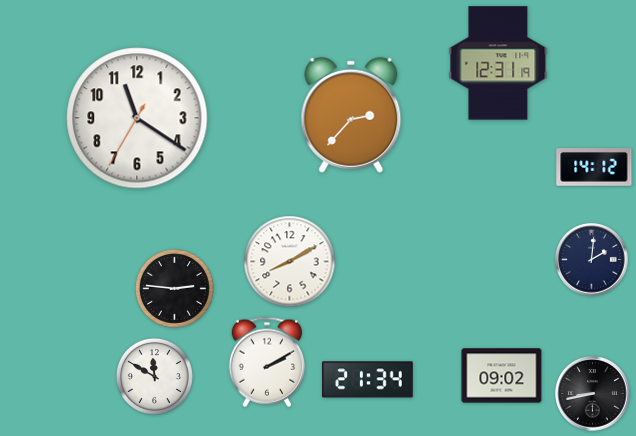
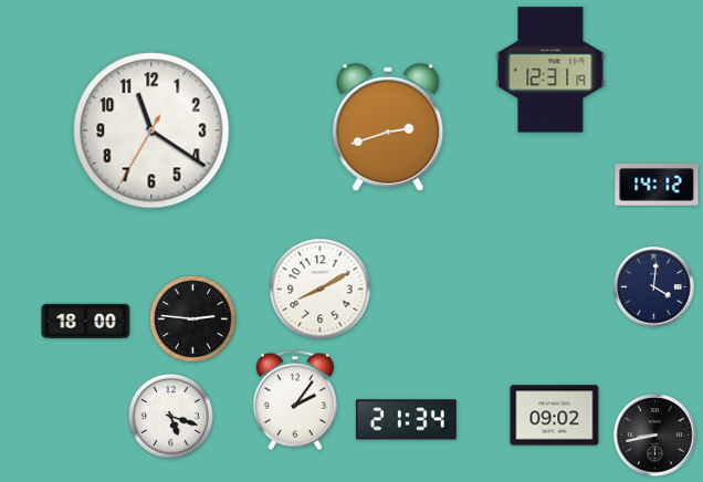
clock at (351, 115): 2:37 -> 2:42
clock at (592, 260): 2:01 -> 4:01
clock at (86, 321): none -> 18:00
clock at (267, 362): 2:10 -> 2:06
clock at (154, 376): 11:50 -> 5:18
